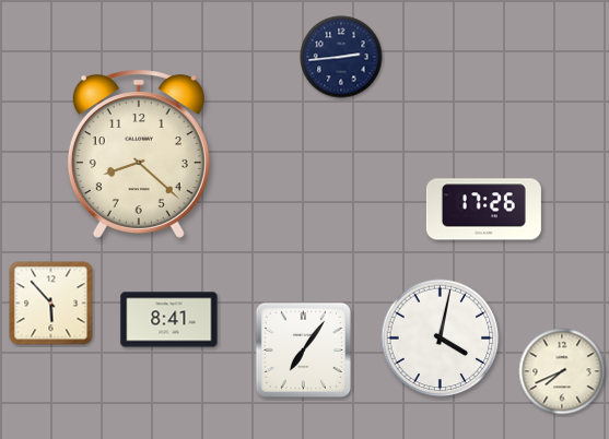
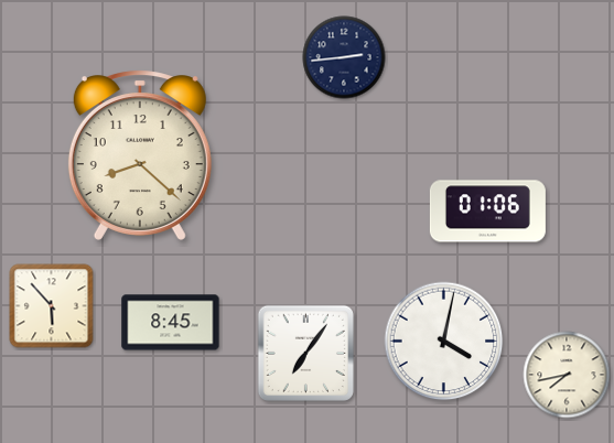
clock at (483, 210): 17:26 -> 01:06
clock at (169, 320): 8:41 -> 8:45
clock at (562, 371): 7:41 -> 7:43
